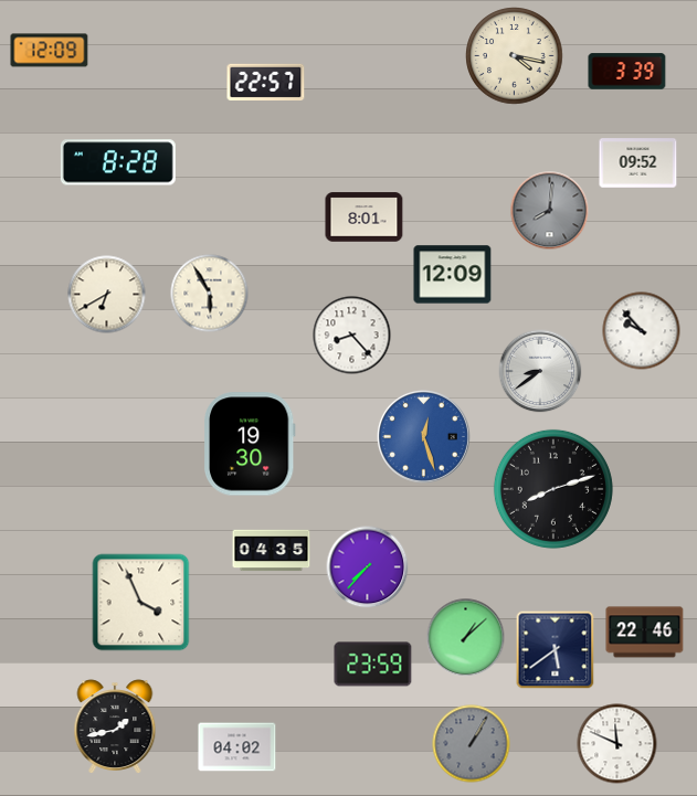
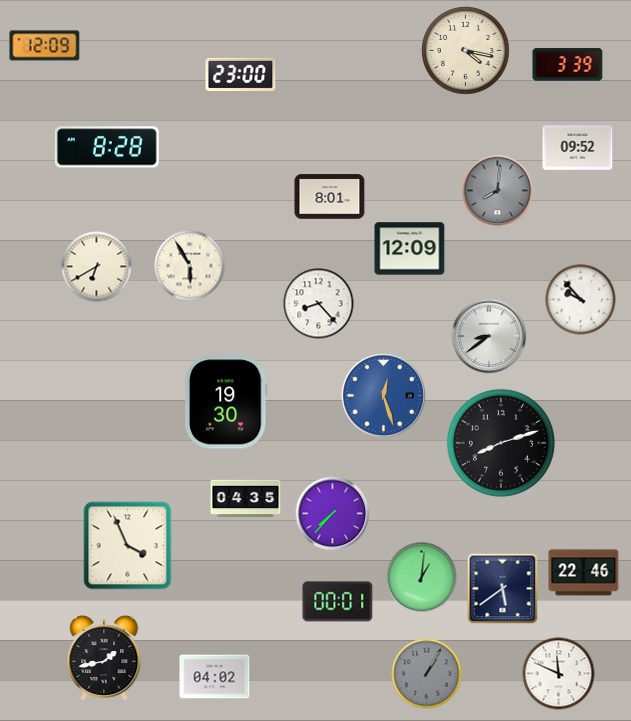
clock at (266, 82): 22:57 -> 23:00
clock at (466, 638): 1:08 -> 1:01
clock at (373, 665): 23:59 -> 00:01
